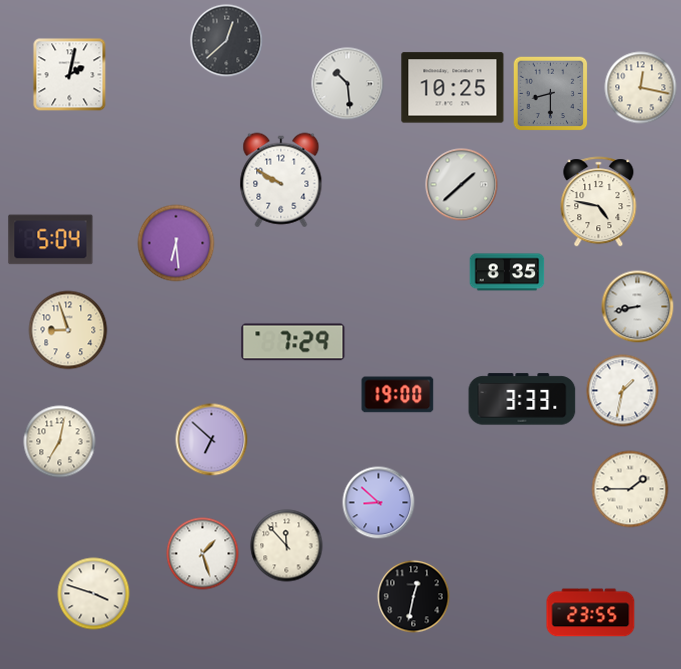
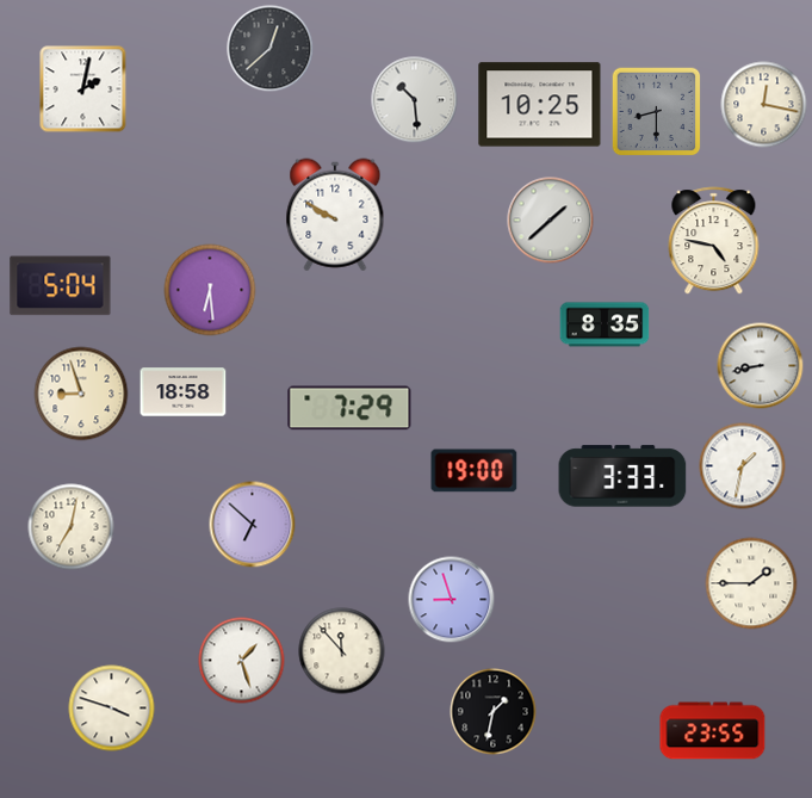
clock at (184, 392): none -> 18:58
clock at (379, 503): 8:52 -> 8:57
clock at (414, 597): 12:32 -> 1:32
clock at (591, 613) position: (591, 613) -> (713, 731)
